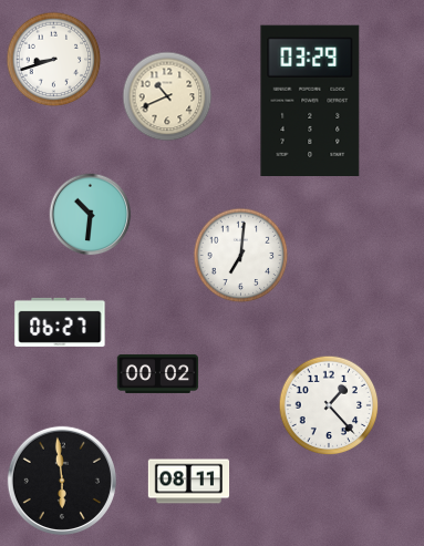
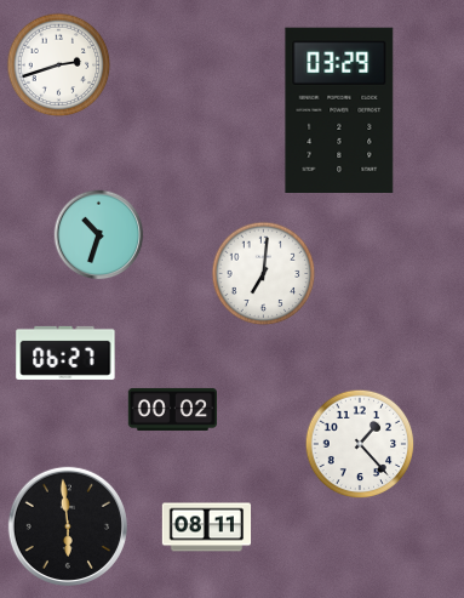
clock at (54, 60): 8:42 -> 2:42
clock at (167, 96): 10:41 -> none
clock at (91, 215): 10:31 -> 10:33
clock at (241, 256) position: (241, 256) -> (264, 274)
